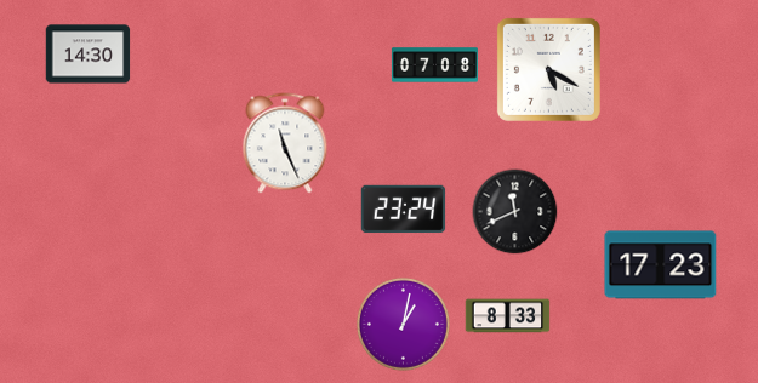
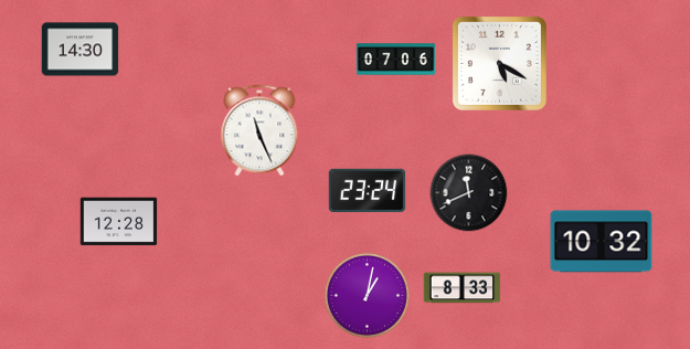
clock at (434, 65): 07:08 -> 07:06
clock at (119, 222): none -> 12:28
clock at (661, 265): 17:23 -> 10:32
